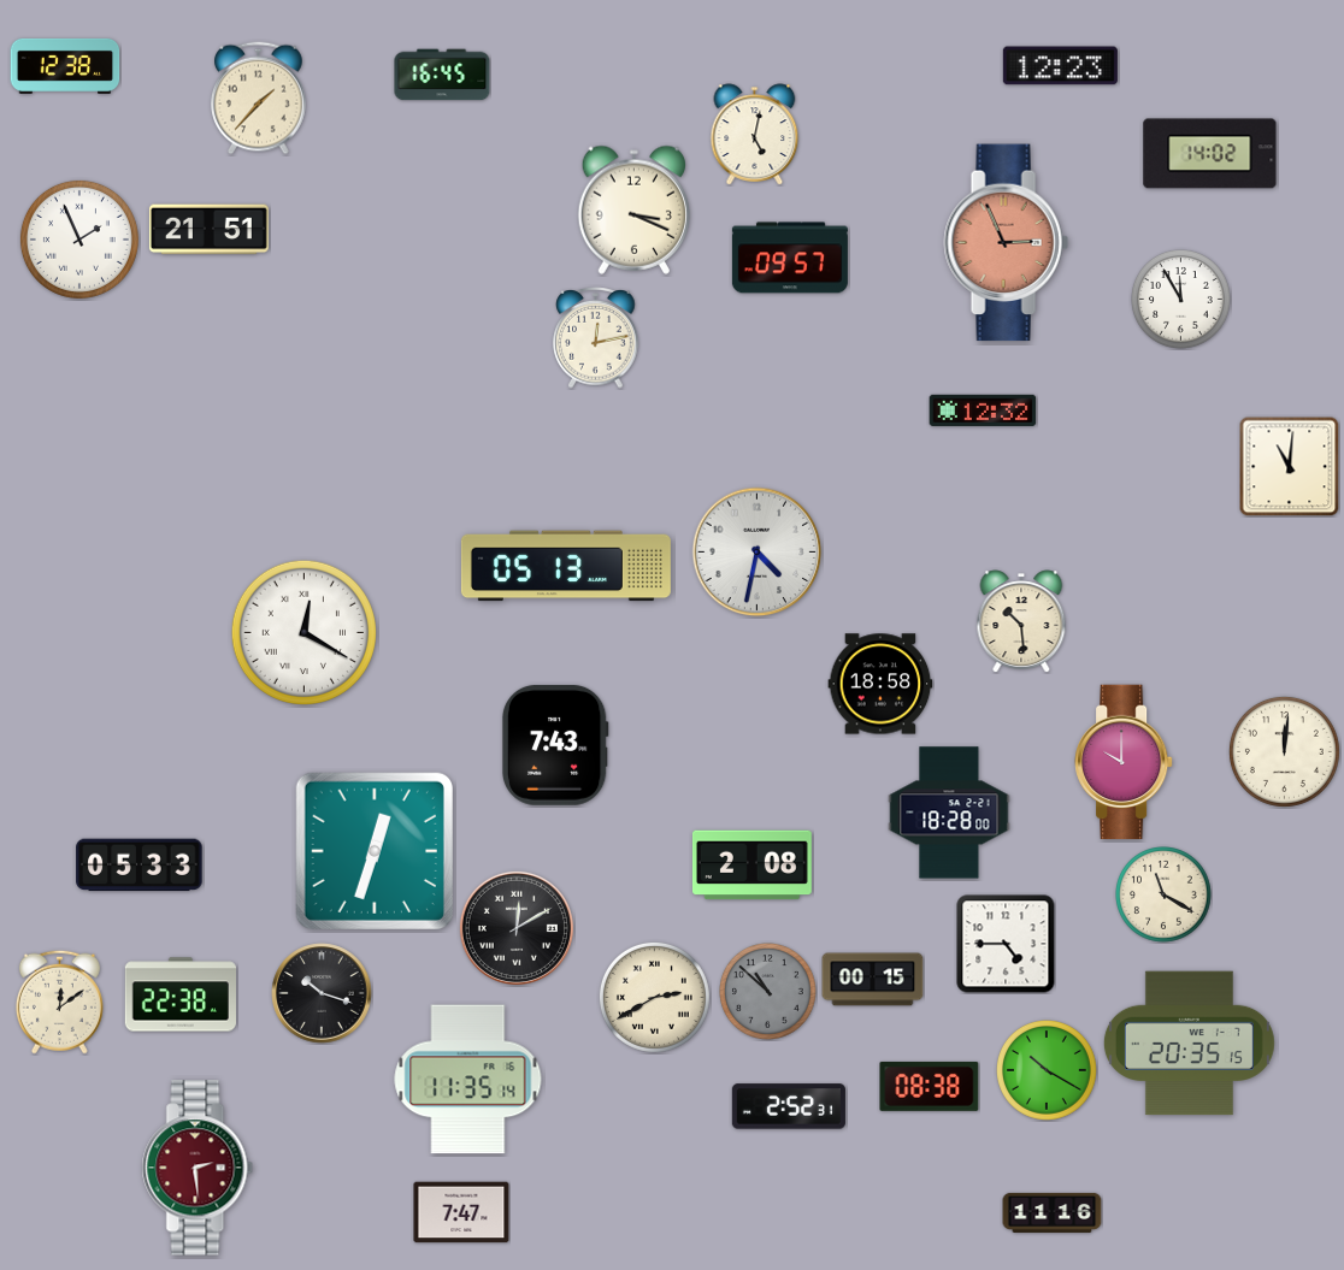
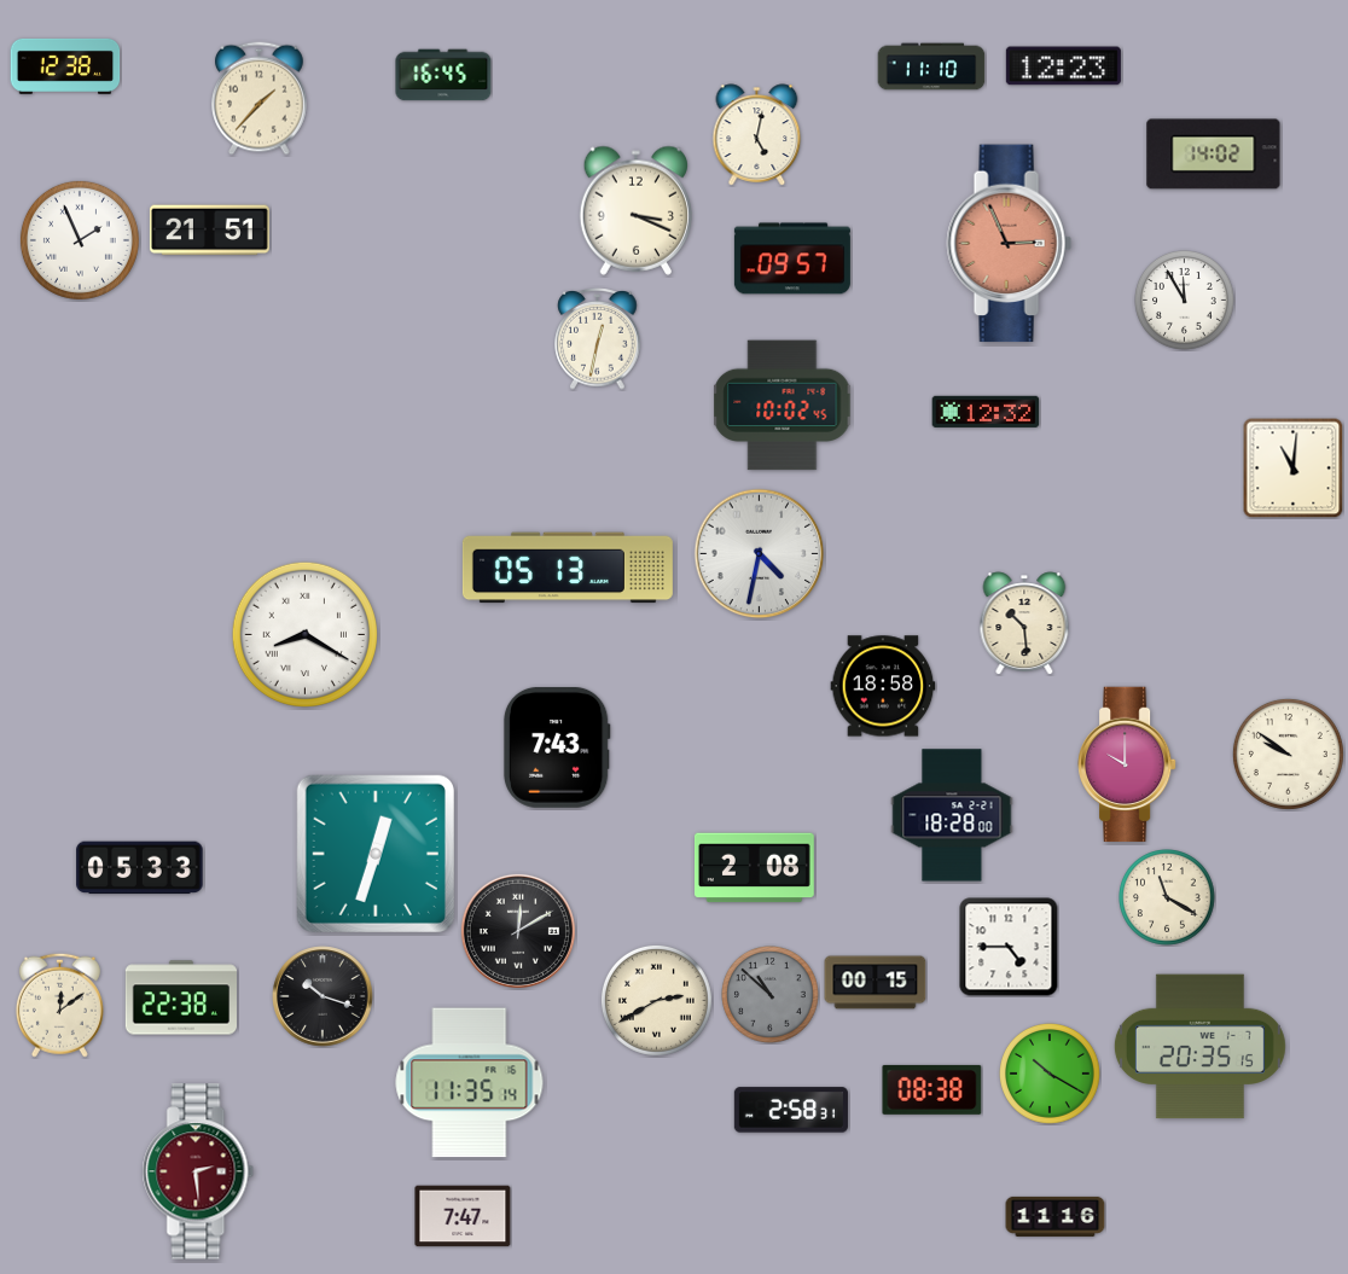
clock at (931, 66): none -> 11:10
clock at (596, 338): 12:13 -> 12:32
clock at (783, 406): none -> 10:02
clock at (303, 632): 12:20 -> 8:20
clock at (1284, 751): 12:01 -> 9:51
clock at (1189, 1044) position: (1189, 1044) -> (1199, 1047)
clock at (789, 1106): 2:52 -> 2:58
